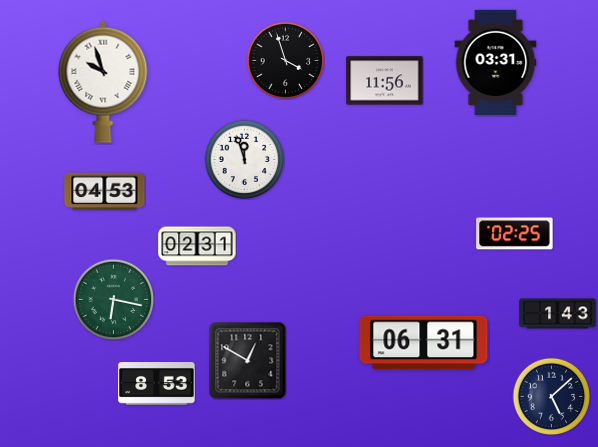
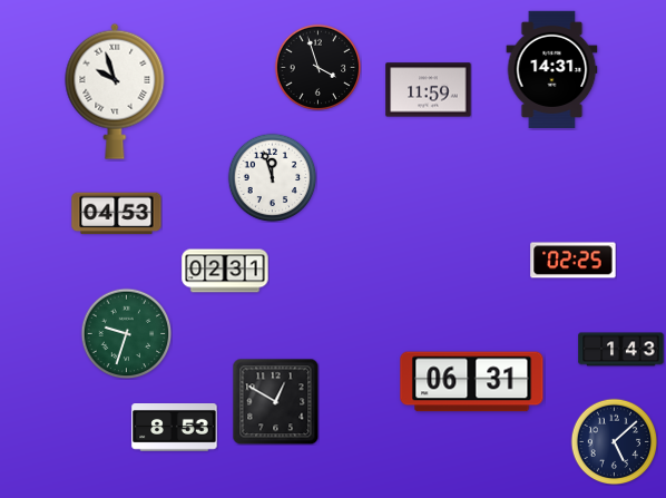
clock at (496, 62): 03:31 -> 14:31
clock at (385, 81): 11:56 -> 11:59
clock at (197, 246) position: (197, 246) -> (225, 271)
clock at (113, 299): 6:17 -> 9:33
